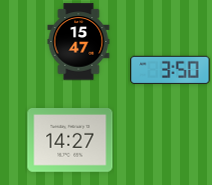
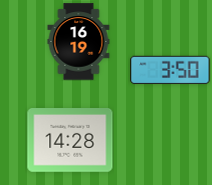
clock at (79, 42): 15:47 -> 16:19
clock at (70, 141): 14:27 -> 14:28
